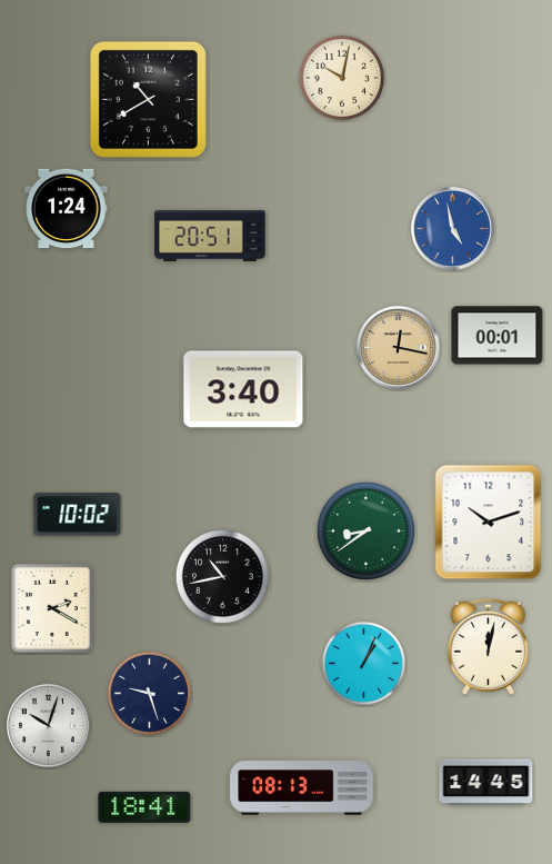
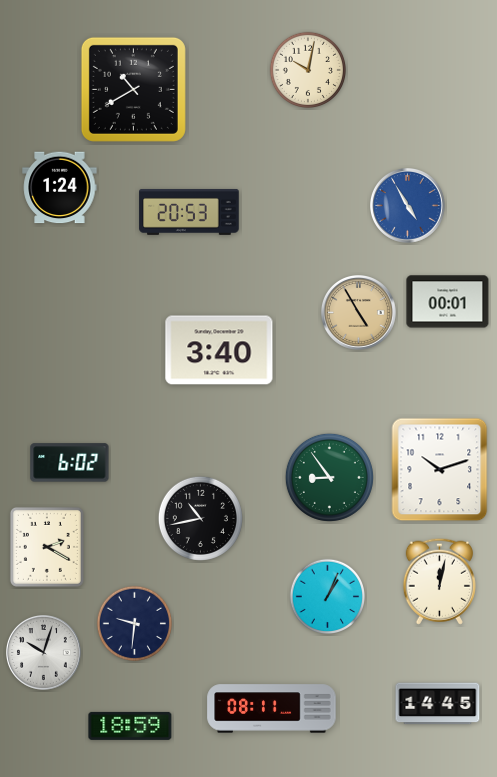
clock at (453, 229): 4:58 -> 4:55
clock at (210, 236): 20:51 -> 20:53
clock at (399, 348): 12:17 -> 4:55
clock at (78, 515): 10:02 -> 6:02
clock at (365, 530): 8:39 -> 8:54
clock at (149, 693): 9:27 -> 9:31
clock at (302, 788): 08:13 -> 08:11
clock at (144, 807): 18:41 -> 18:59
